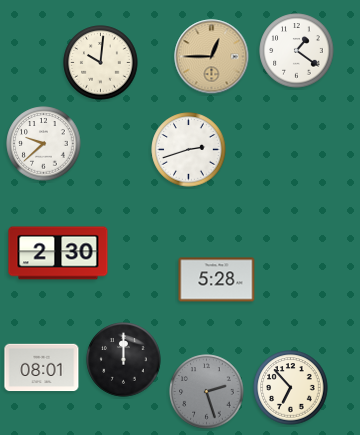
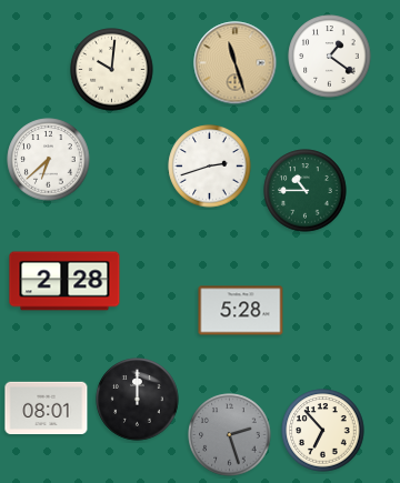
clock at (212, 57): 12:45 -> 11:27
clock at (44, 144): 9:38 -> 6:38
clock at (306, 191): none -> 10:45
clock at (58, 253): 2:30 -> 2:28
